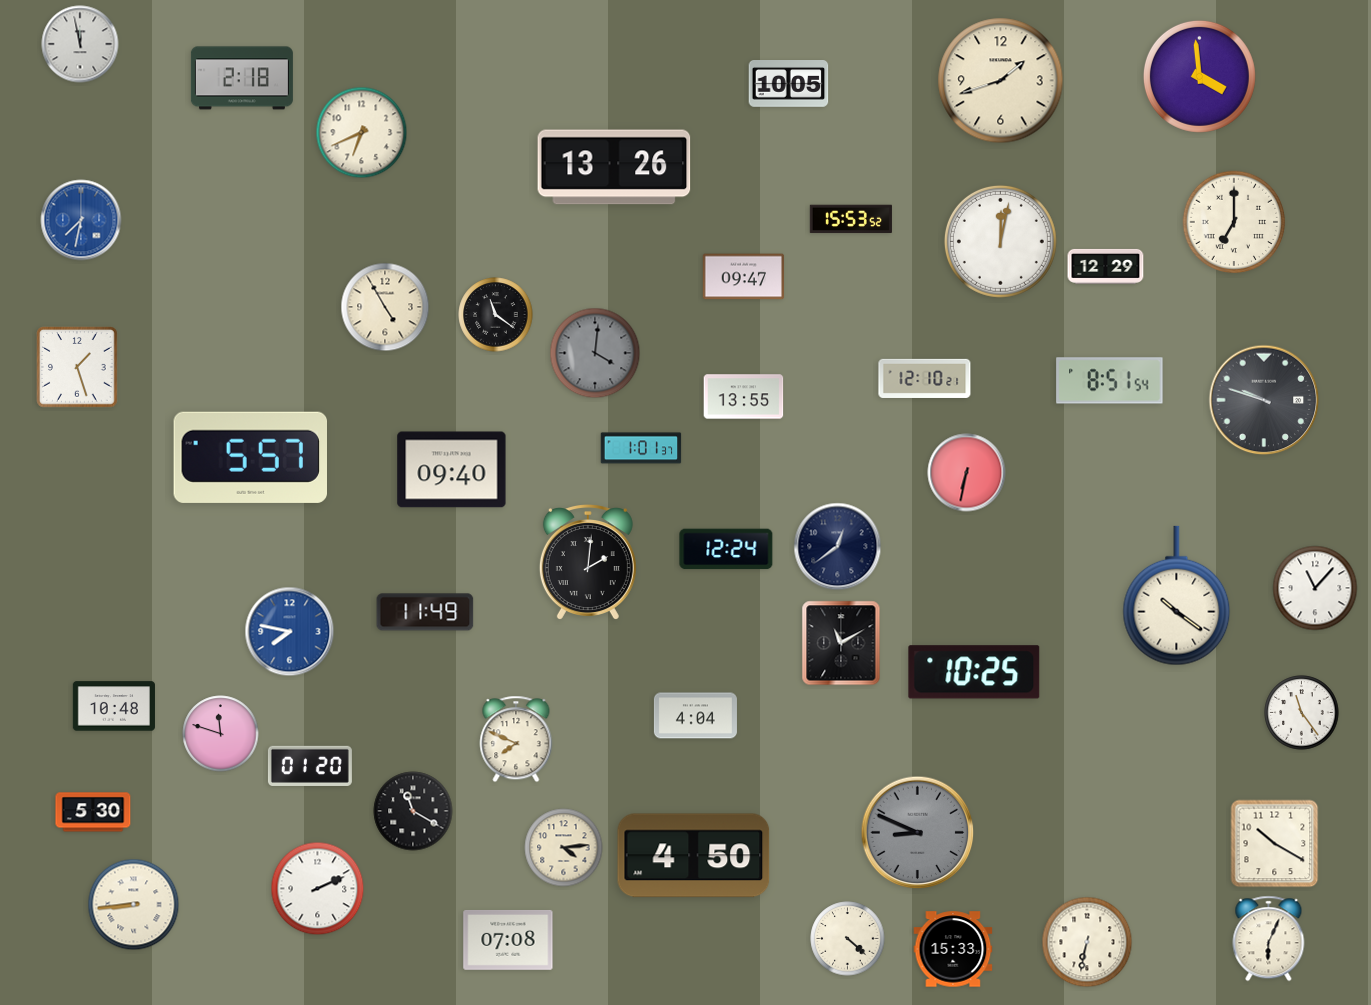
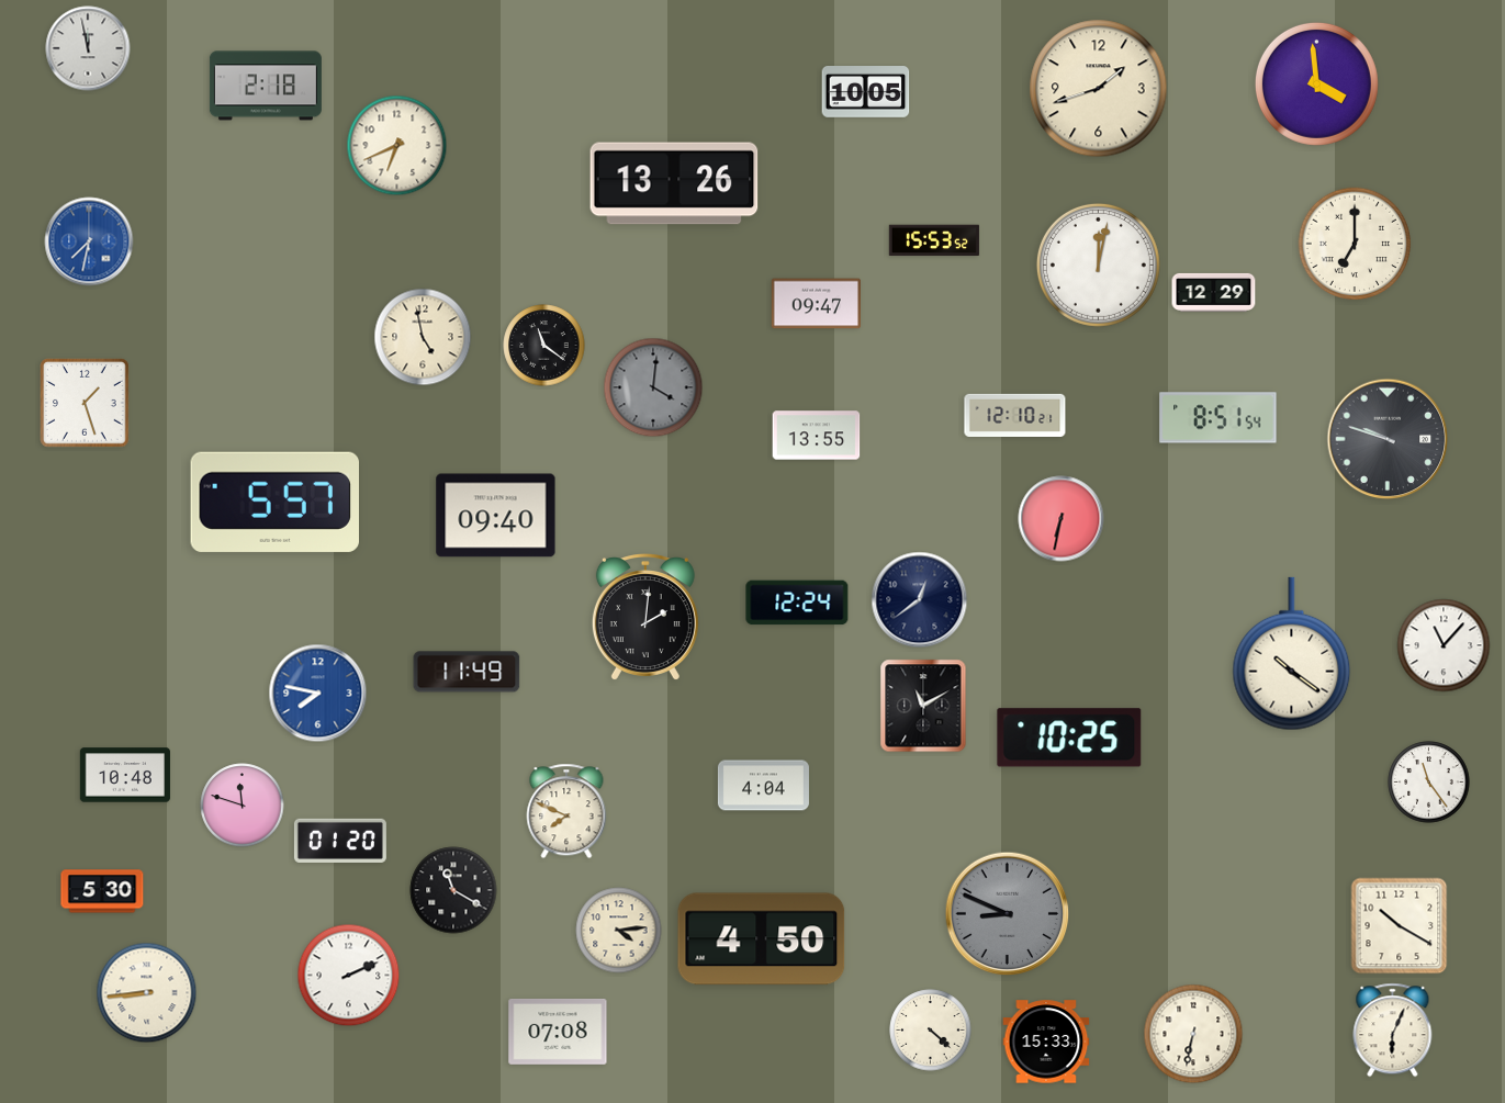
clock at (385, 307): 4:55 -> 4:58
clock at (641, 448): 1:01 -> none
